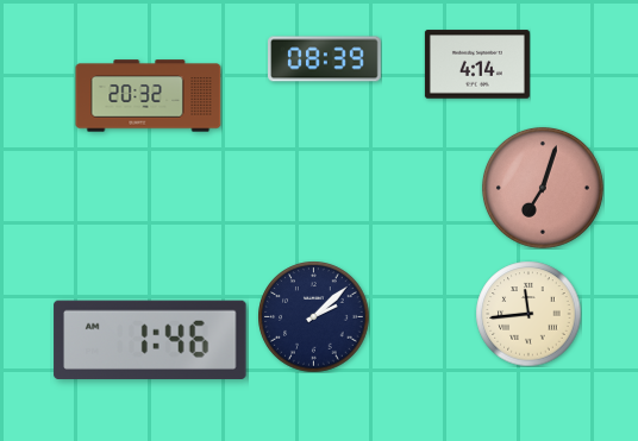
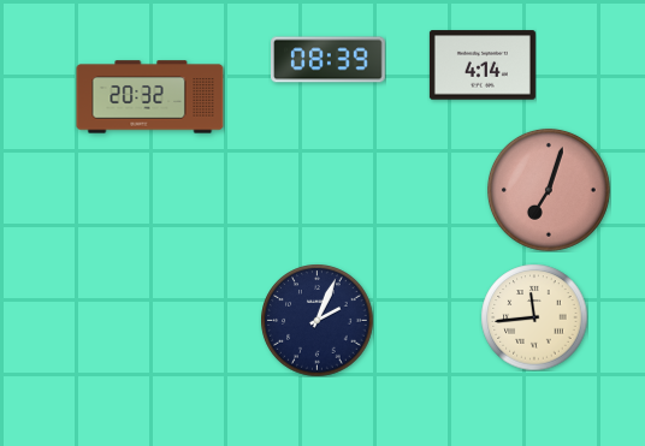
clock at (313, 316): 2:08 -> 2:04
clock at (150, 340): 1:46 -> none
